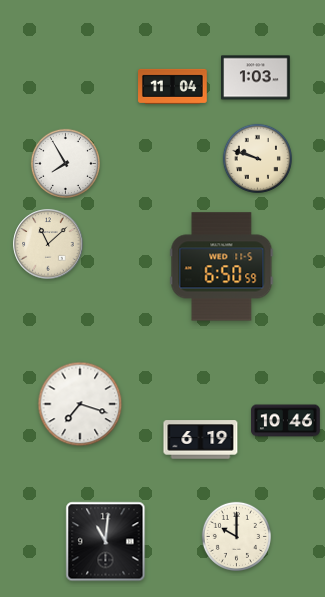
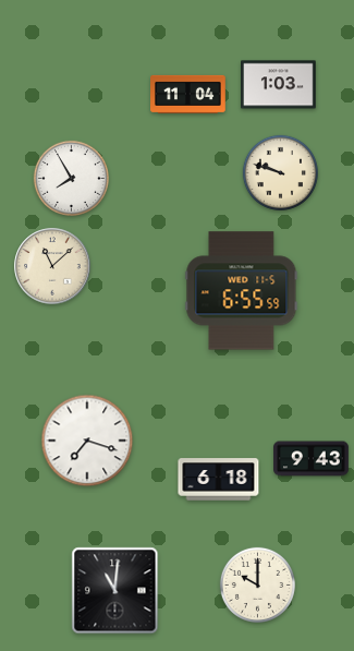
clock at (222, 267): 6:50 -> 6:55
clock at (286, 421): 10:46 -> 9:43
clock at (201, 440): 6:19 -> 6:18
